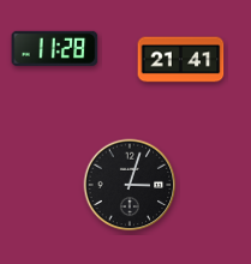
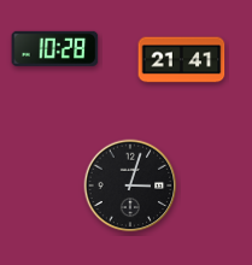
clock at (55, 48): 11:28 -> 10:28
